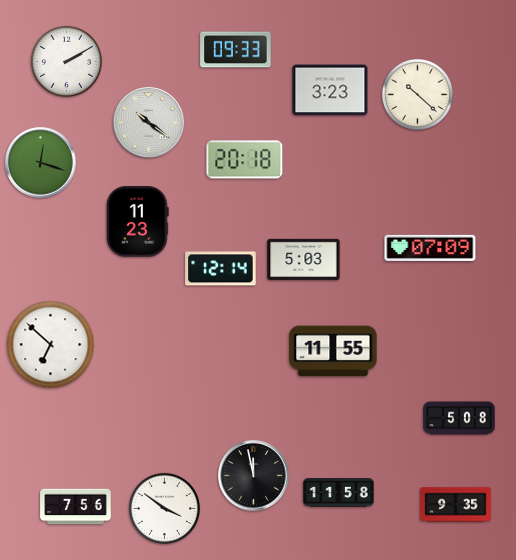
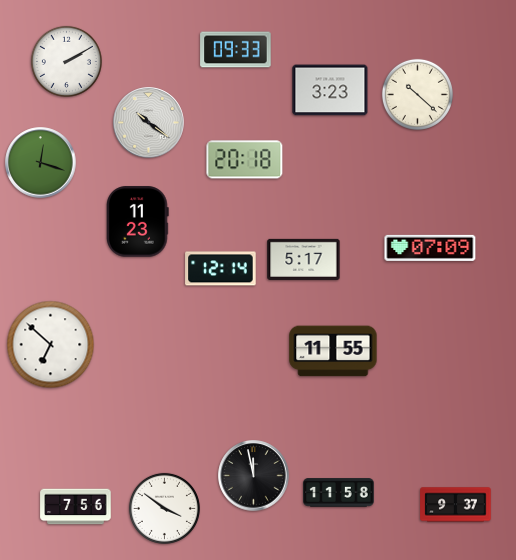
clock at (304, 259): 5:03 -> 5:17
clock at (459, 418): 5:08 -> none
clock at (456, 505): 9:35 -> 9:37
